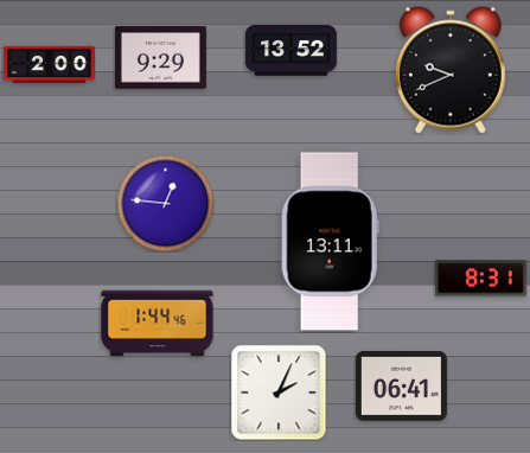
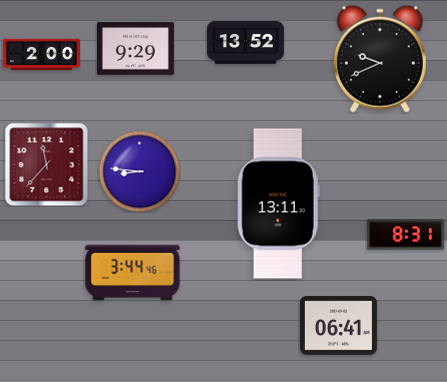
clock at (46, 164): none -> 11:37
clock at (165, 203): 12:46 -> 8:46
clock at (158, 324): 1:44 -> 3:44
clock at (279, 393): 2:04 -> none
